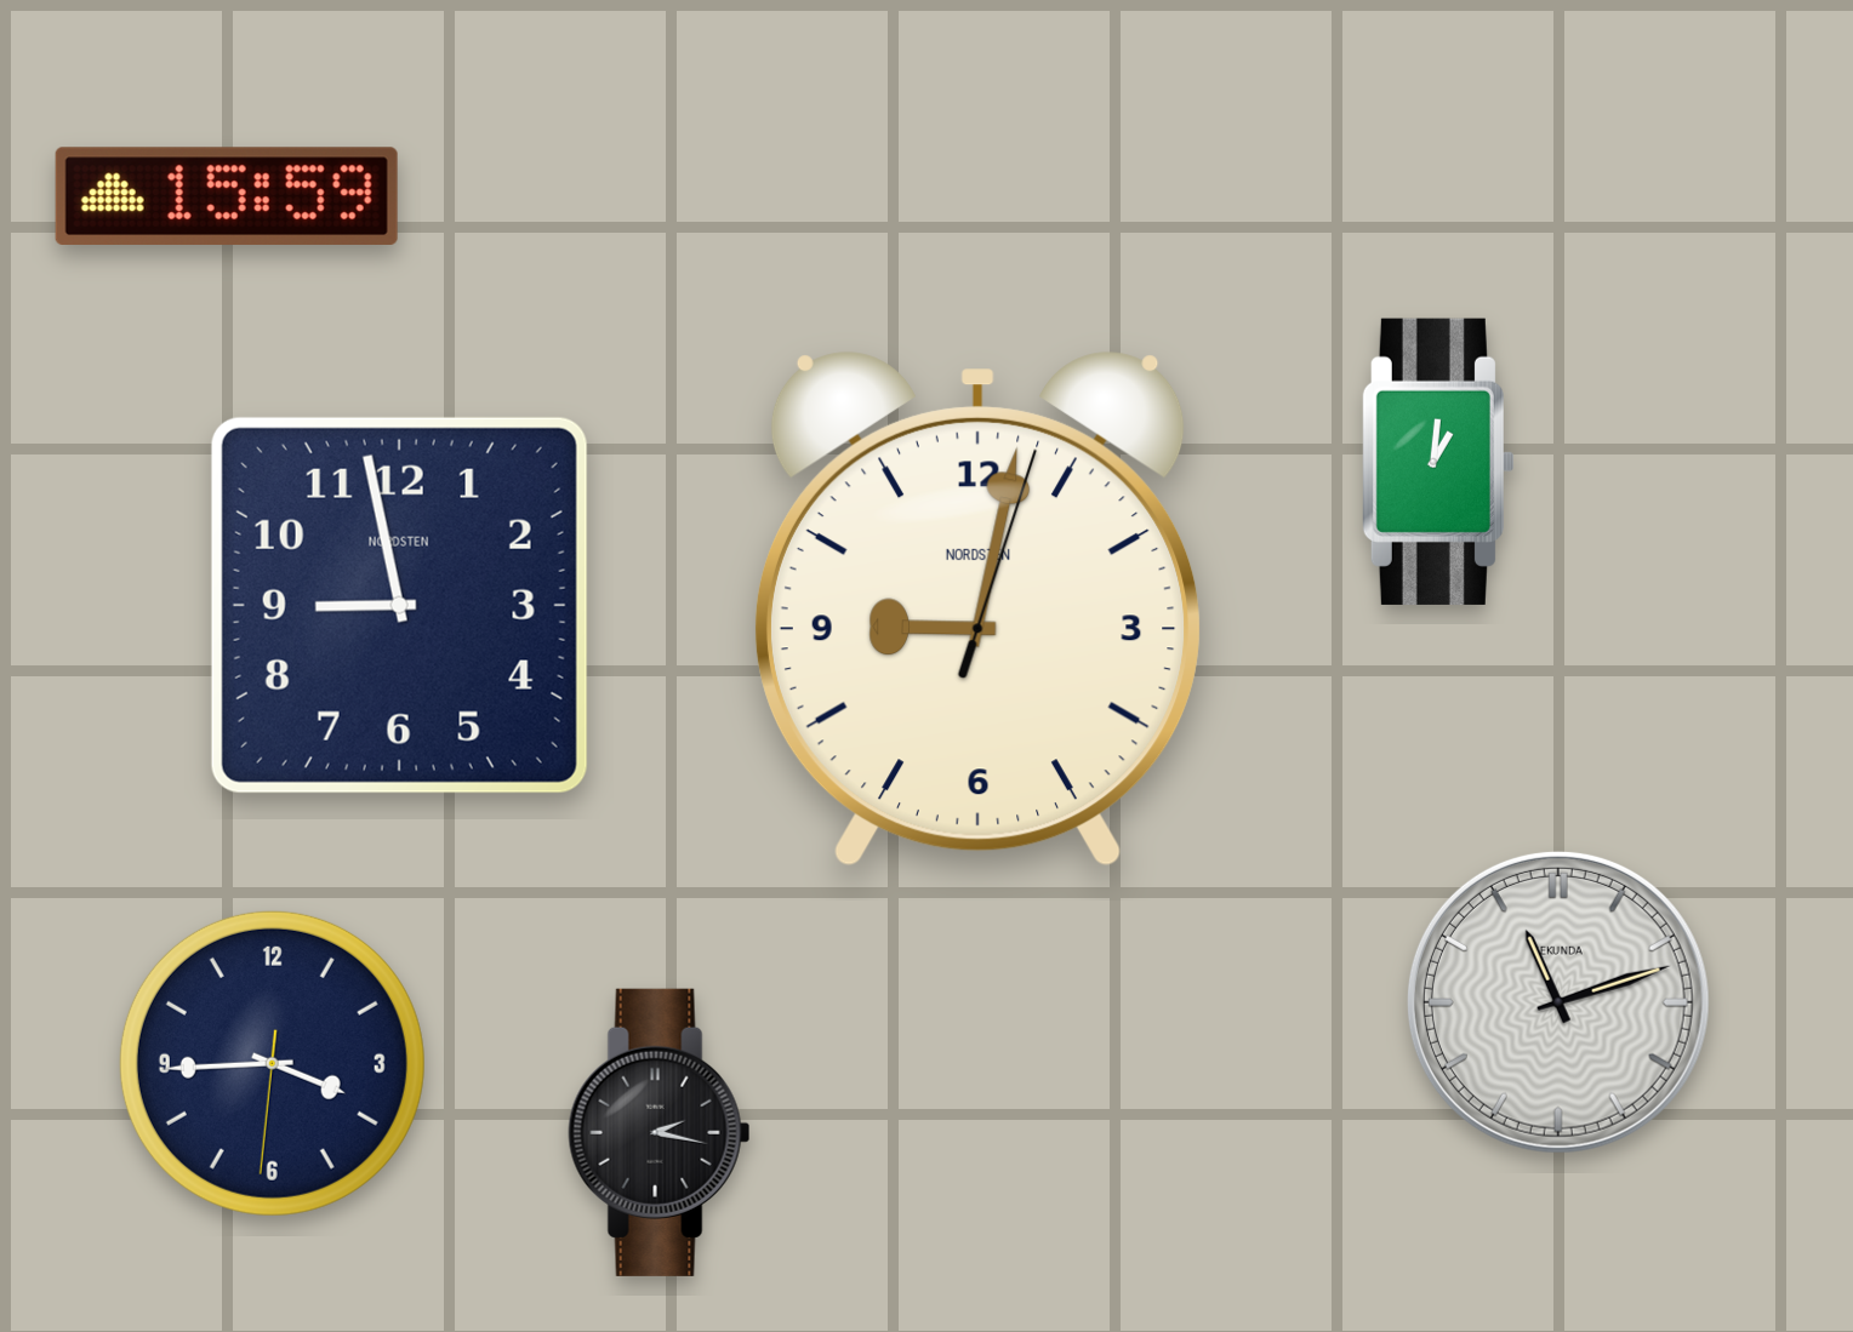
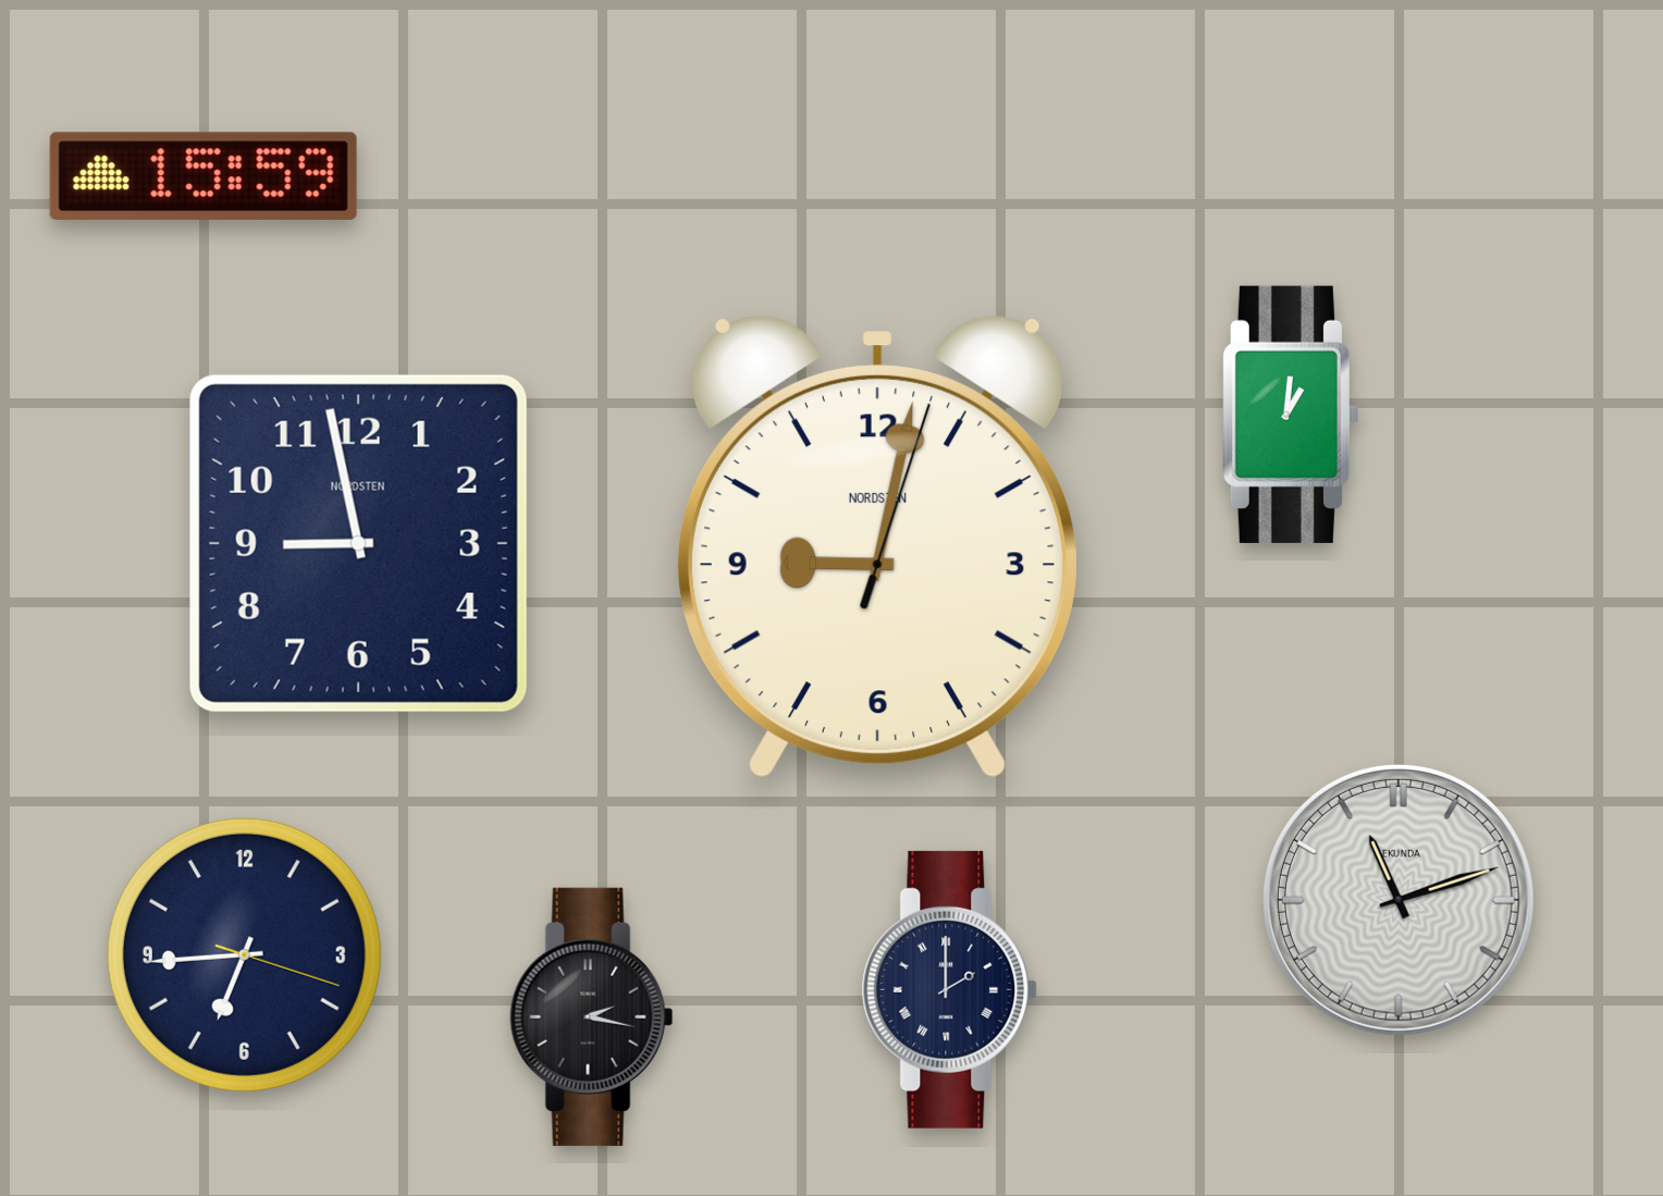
clock at (272, 1063): 3:44 -> 6:44
clock at (950, 989): none -> 2:00
